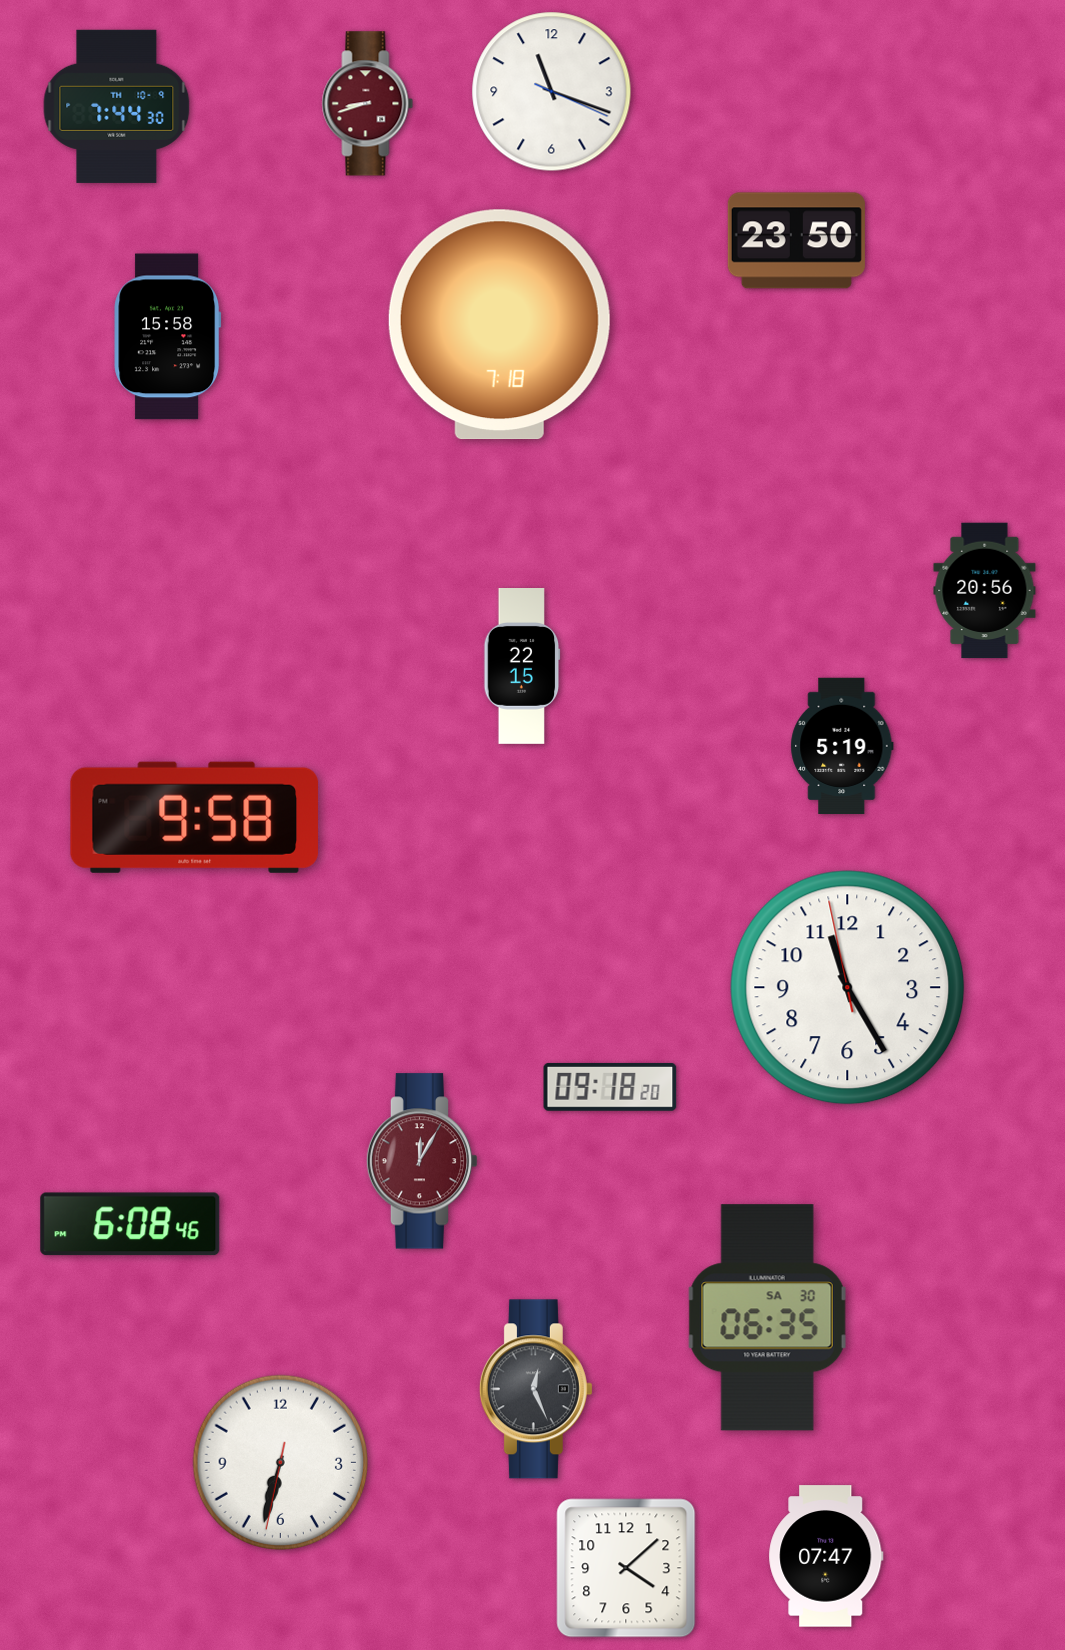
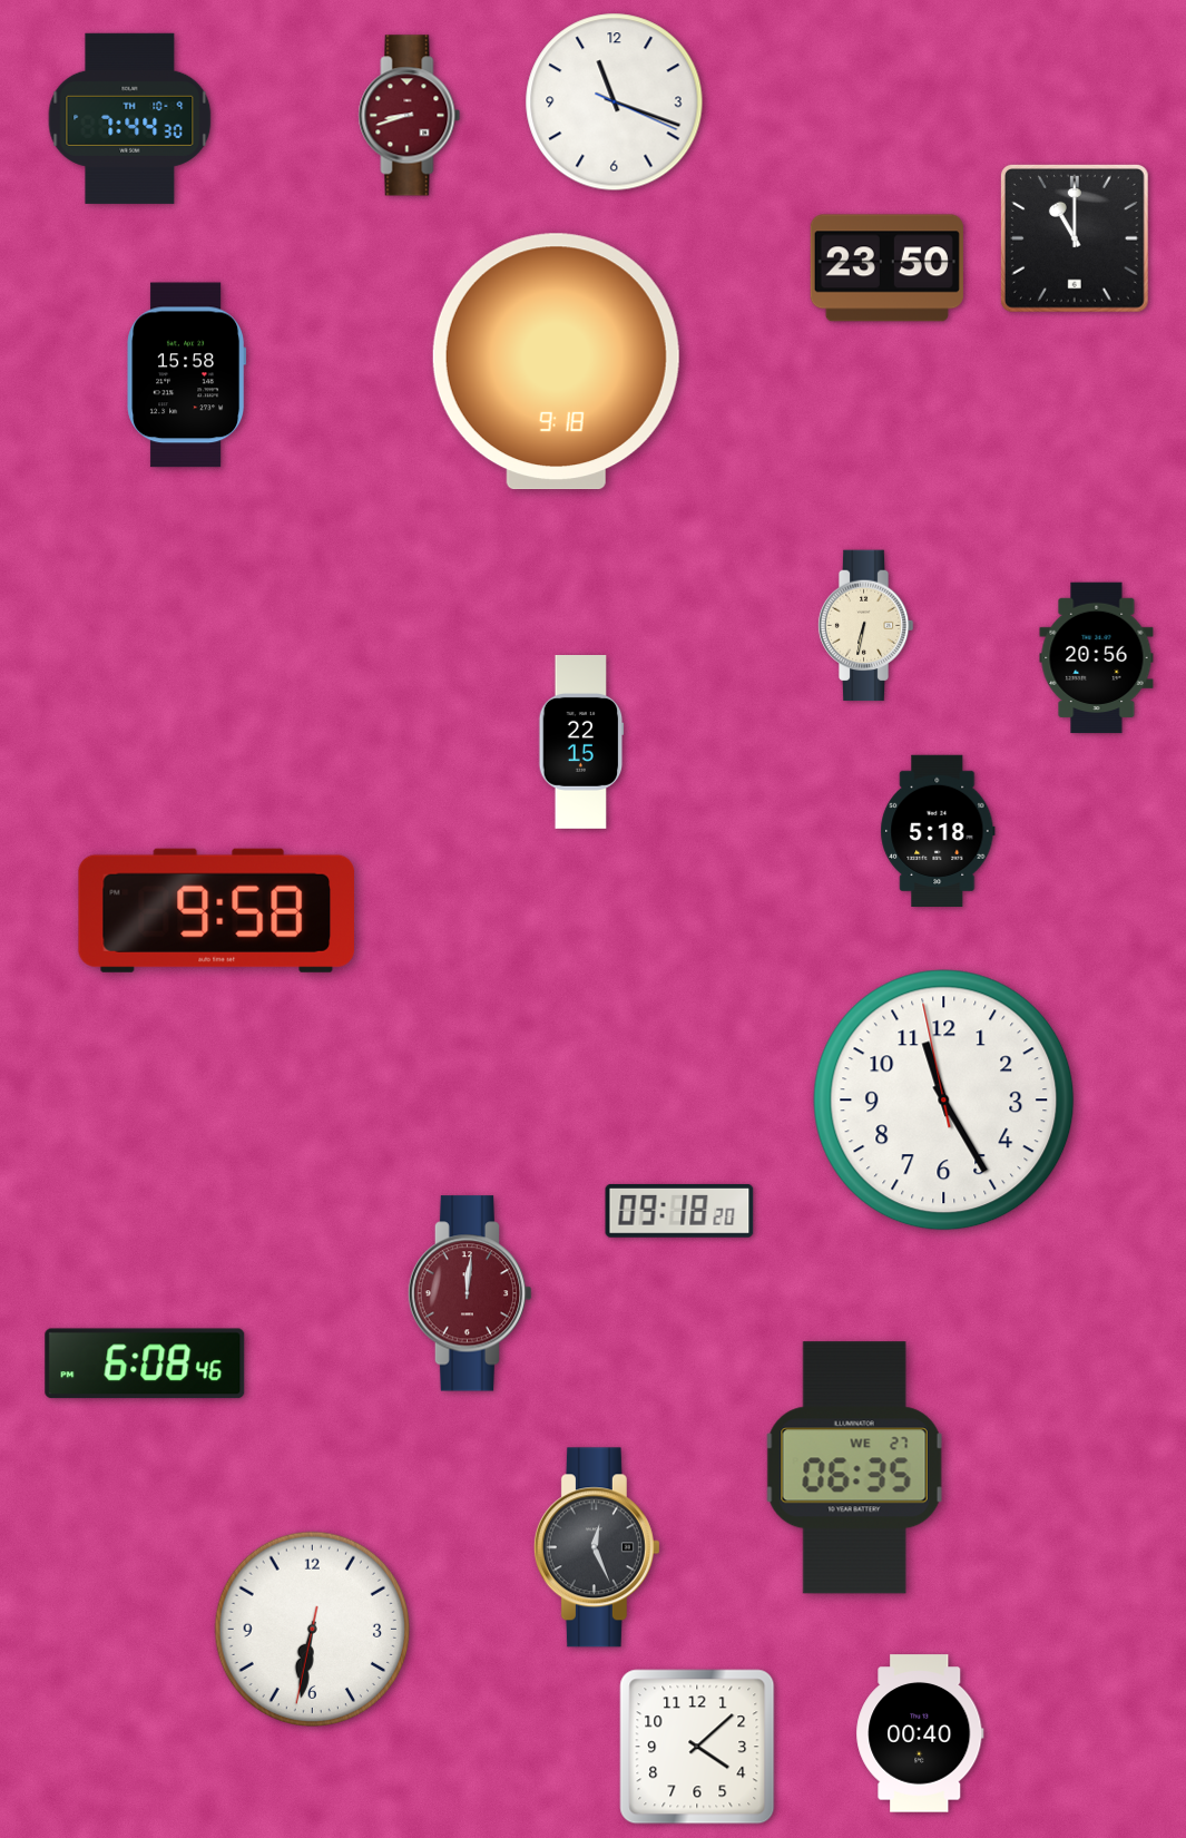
clock at (1075, 238): none -> 11:00
clock at (499, 325): 7:18 -> 9:18
clock at (865, 626): none -> 6:32
clock at (842, 745): 5:19 -> 5:18
clock at (422, 1161): 12:05 -> 12:01
clock at (768, 1318) date: SA 30 -> WE 27
clock at (280, 1462): 6:32 -> 6:31
clock at (826, 1556): 07:47 -> 00:40
